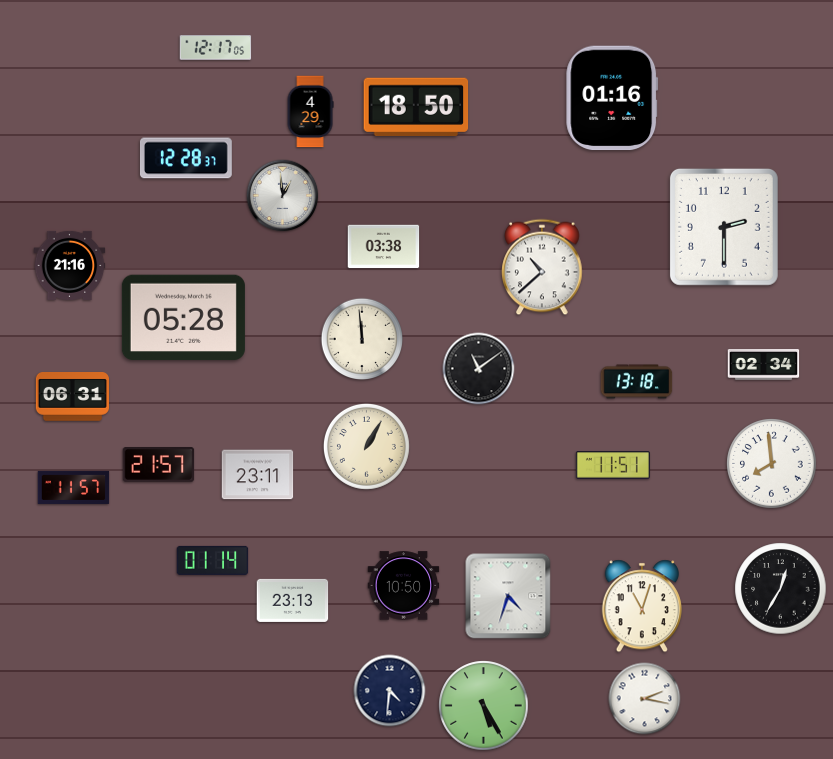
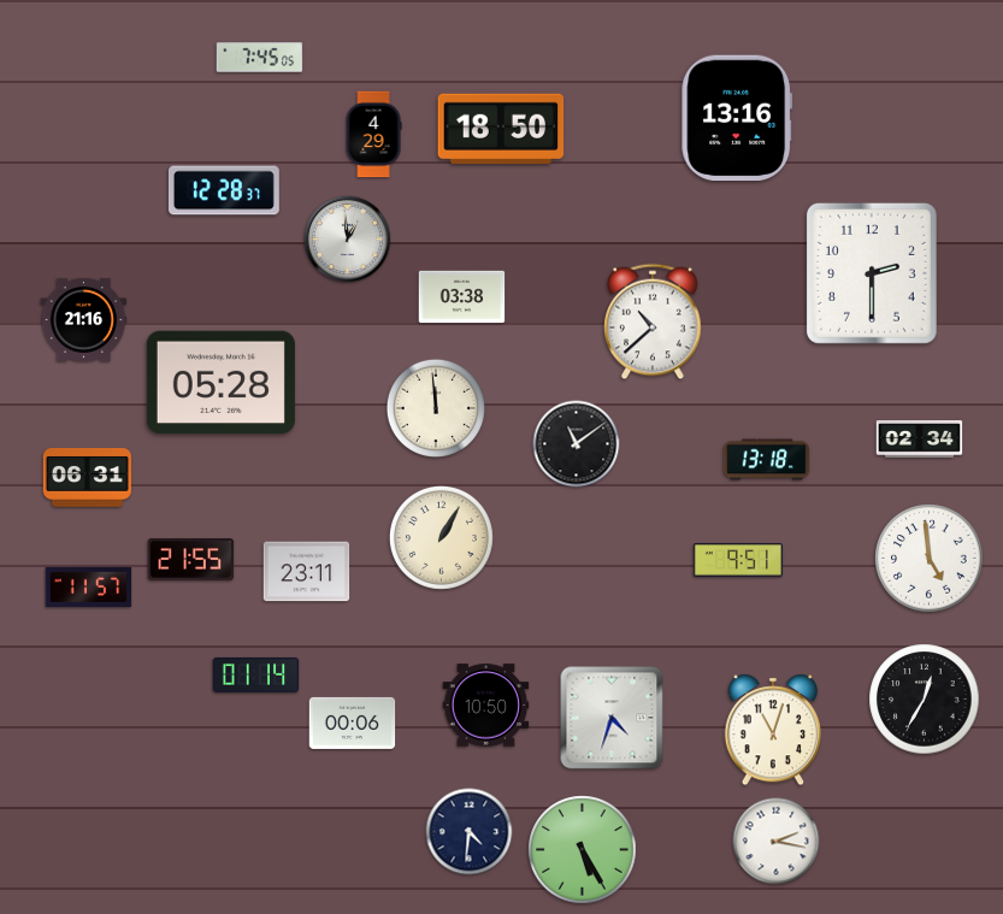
clock at (216, 48): 12:17 -> 7:45
clock at (612, 98): 01:16 -> 13:16
clock at (283, 196) position: (283, 196) -> (348, 240)
clock at (772, 464): 7:59 -> 4:59
clock at (159, 465): 21:57 -> 21:55
clock at (613, 465): 11:51 -> 9:51
clock at (258, 475) position: (258, 475) -> (307, 572)
clock at (781, 589) position: (781, 589) -> (925, 700)
clock at (293, 600): 23:13 -> 00:06
